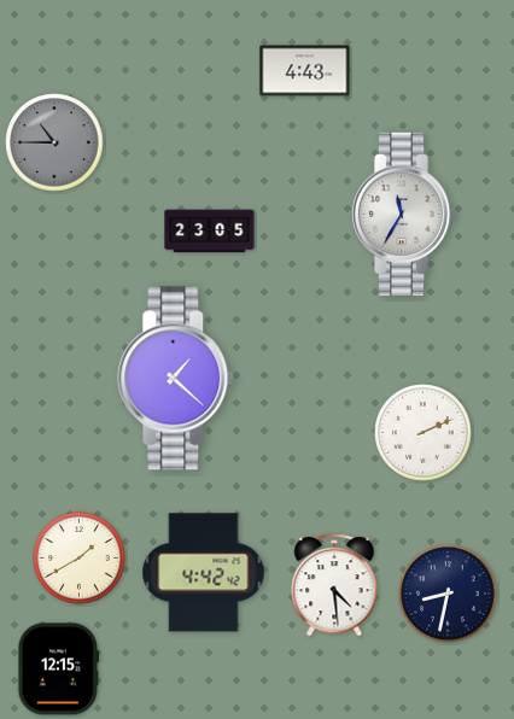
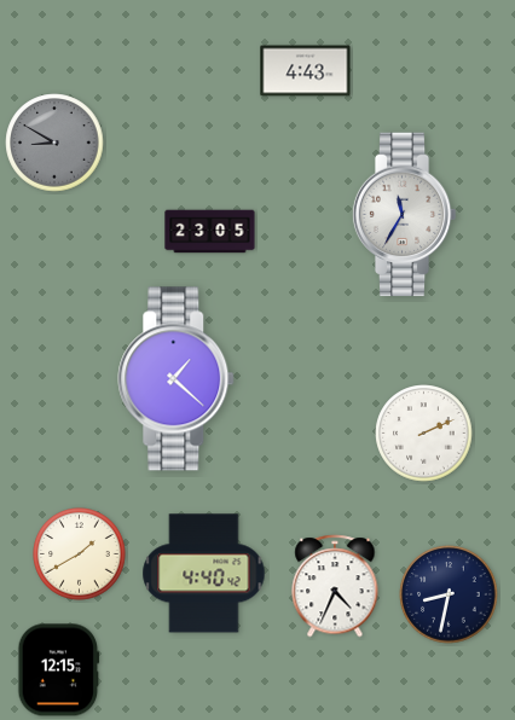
clock at (54, 142): 10:45 -> 8:50
clock at (80, 559) position: (80, 559) -> (80, 554)
clock at (204, 573): 4:42 -> 4:40
clock at (334, 585): 4:29 -> 4:34
